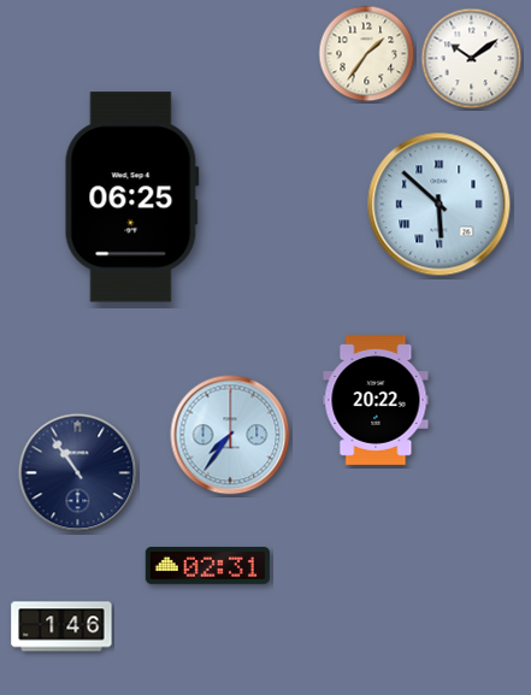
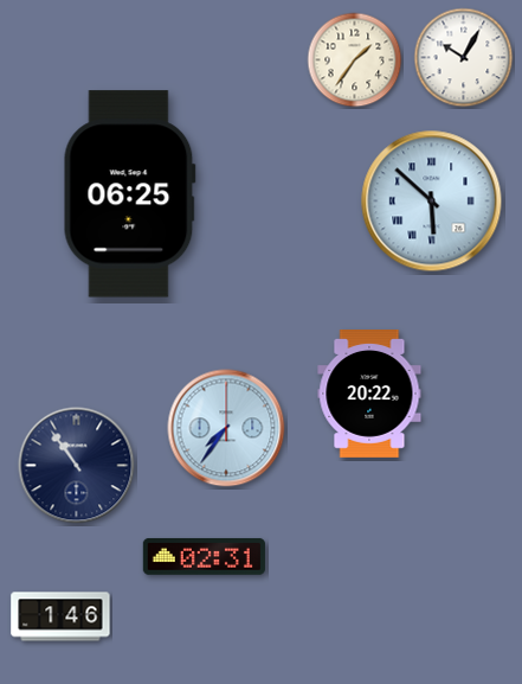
clock at (367, 54) position: (367, 54) -> (355, 60)
clock at (472, 59): 10:09 -> 10:05
